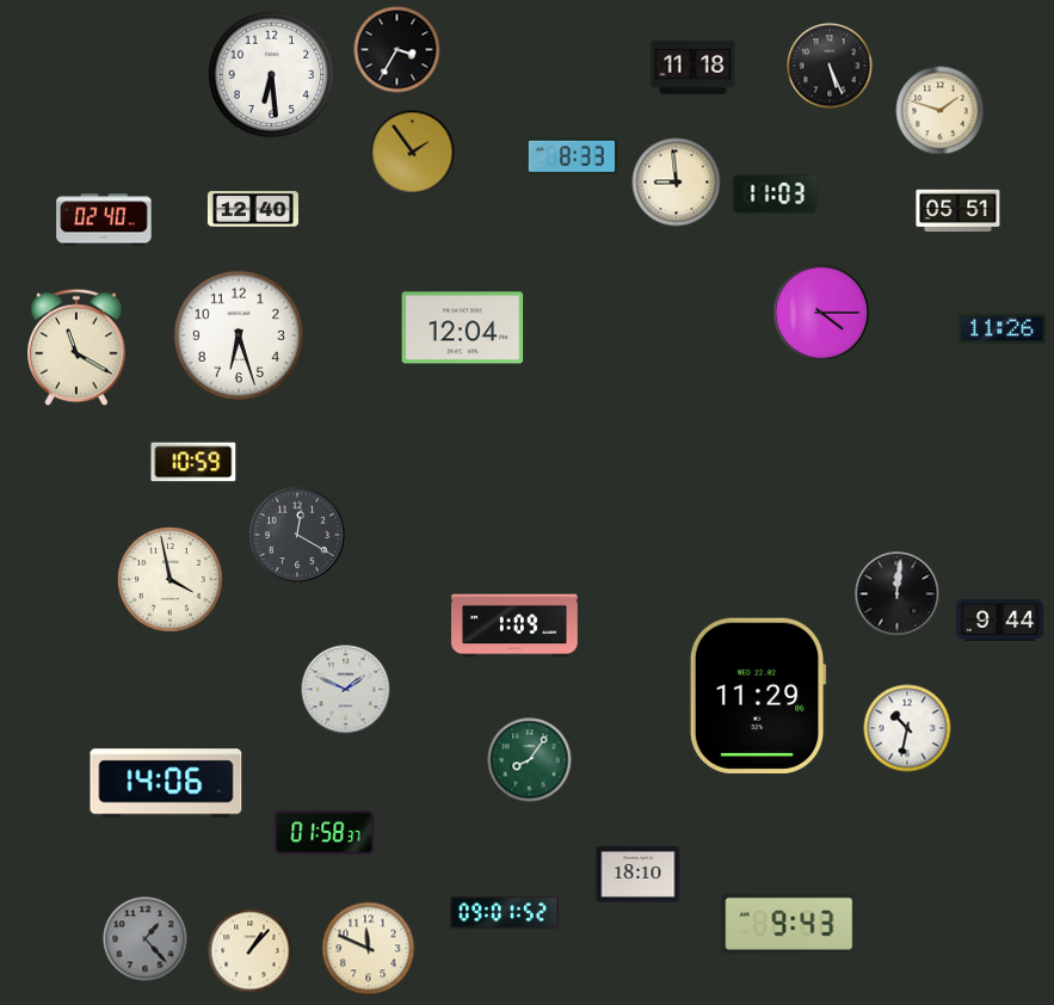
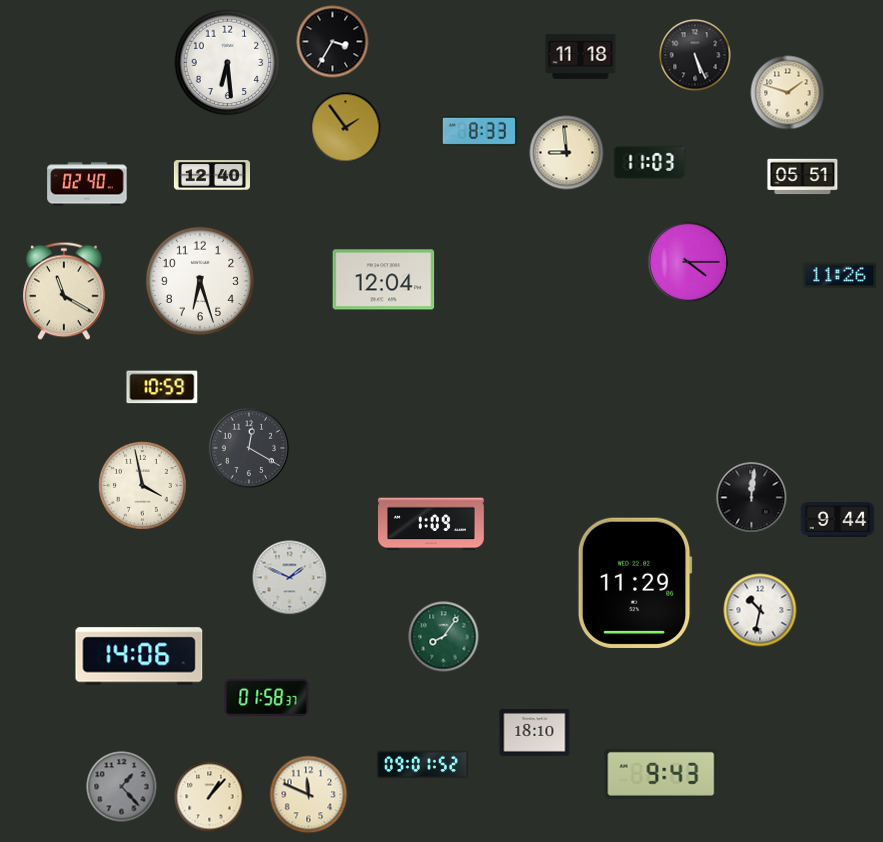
clock at (463, 328) position: (463, 328) -> (384, 280)
clock at (325, 832) position: (325, 832) -> (267, 697)
